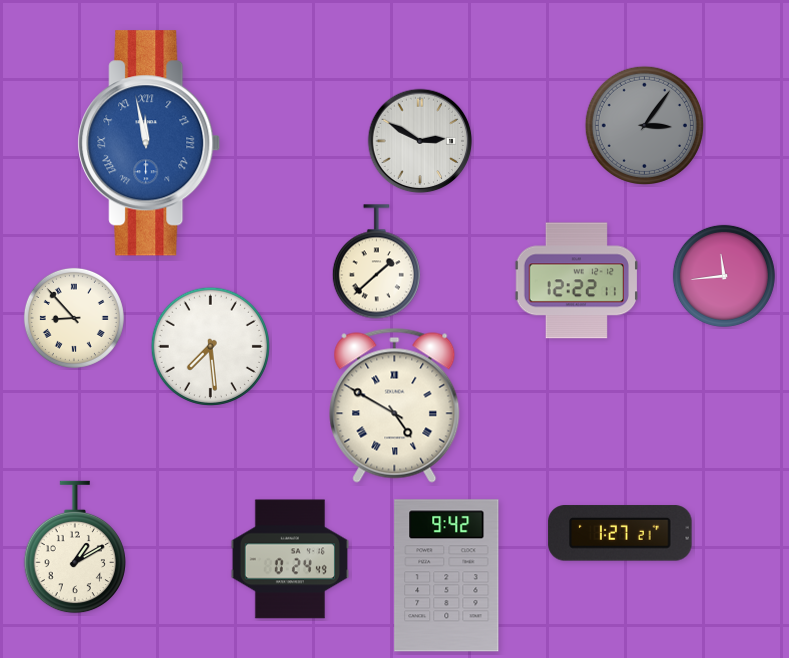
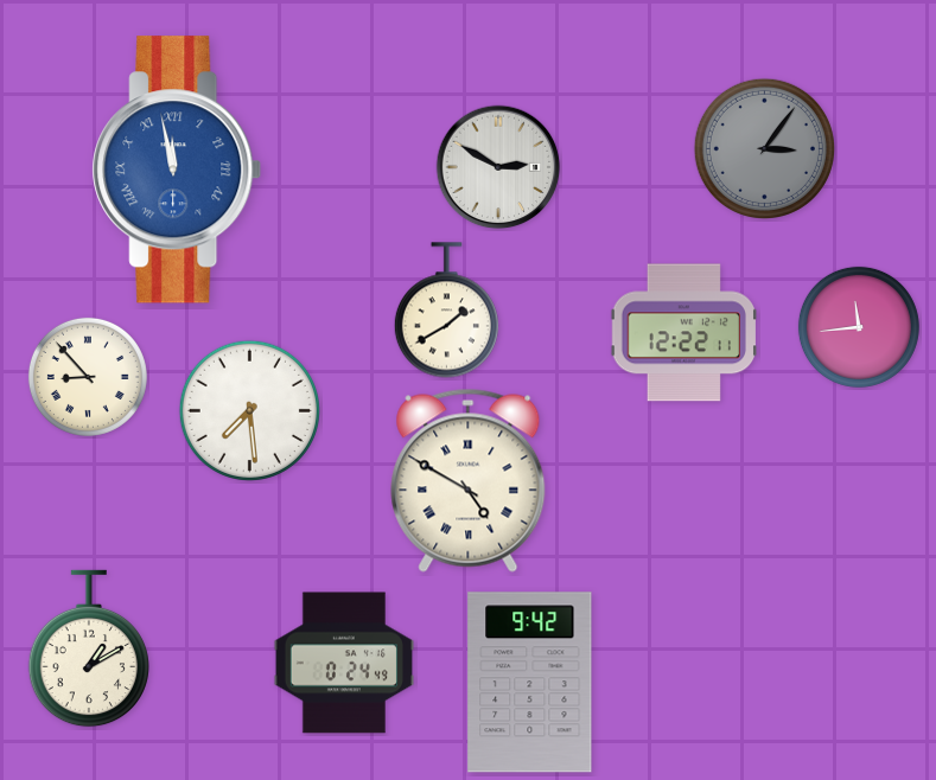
clock at (376, 262): 1:38 -> 1:40
clock at (620, 533): 1:27 -> none
